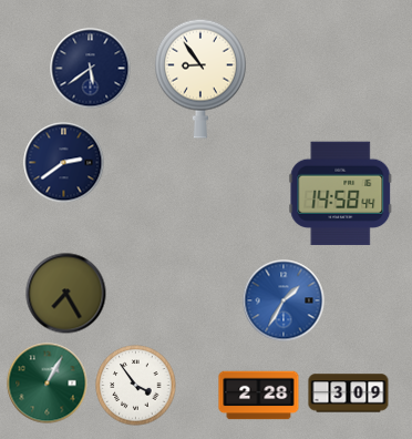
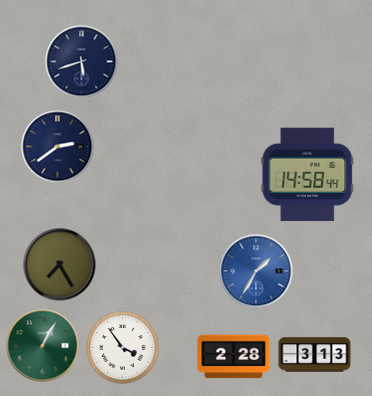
clock at (91, 69): 5:39 -> 5:42
clock at (200, 79): 8:54 -> none
clock at (349, 394): 3:09 -> 3:13
